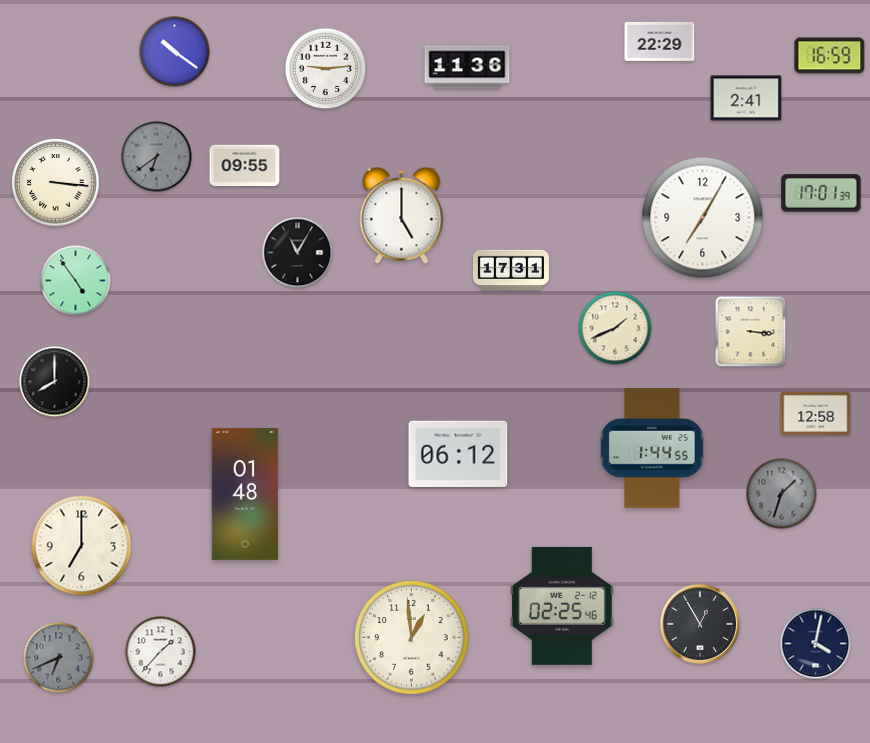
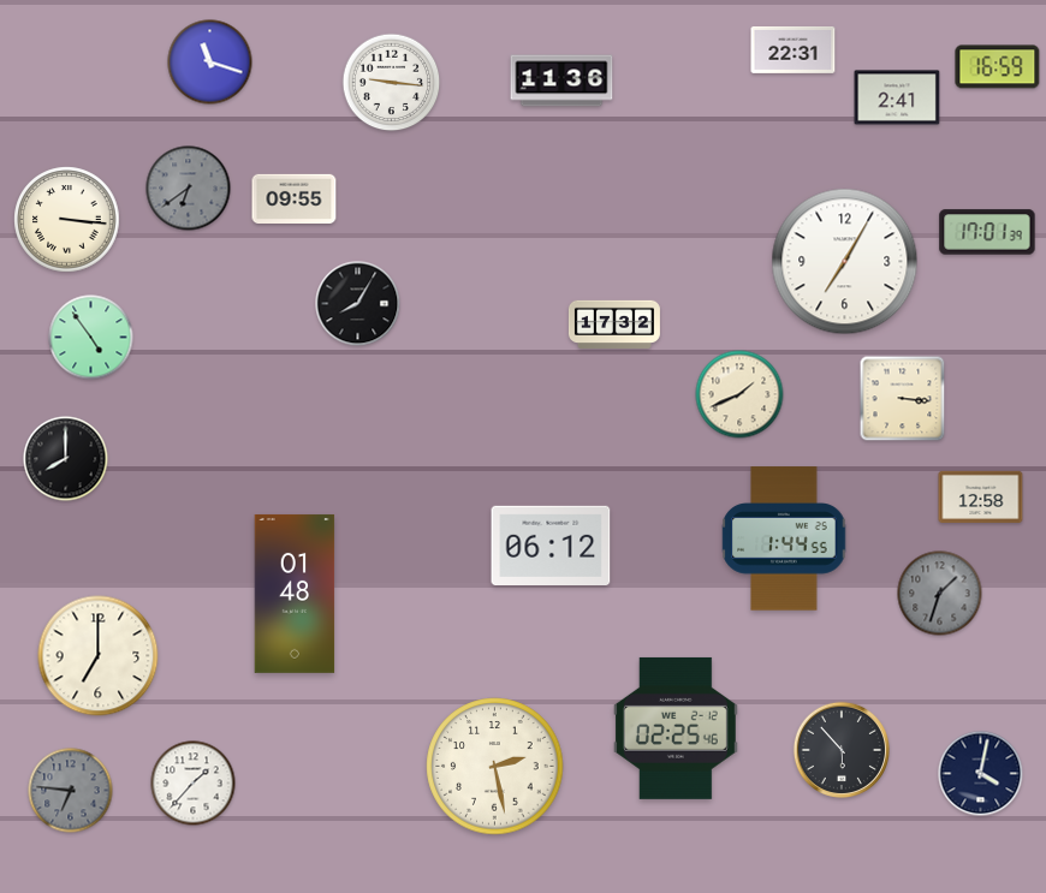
clock at (660, 41): 22:29 -> 22:31
clock at (175, 52): 10:21 -> 11:18
clock at (326, 69): 9:14 -> 9:16
clock at (746, 98) position: (746, 98) -> (897, 97)
clock at (402, 215): 5:00 -> none
clock at (298, 253): 11:05 -> 8:05
clock at (511, 269): 17:31 -> 17:32
clock at (699, 623): 12:55 -> 5:53
clock at (412, 638): 12:59 -> 2:28
clock at (59, 658): 6:41 -> 6:46
